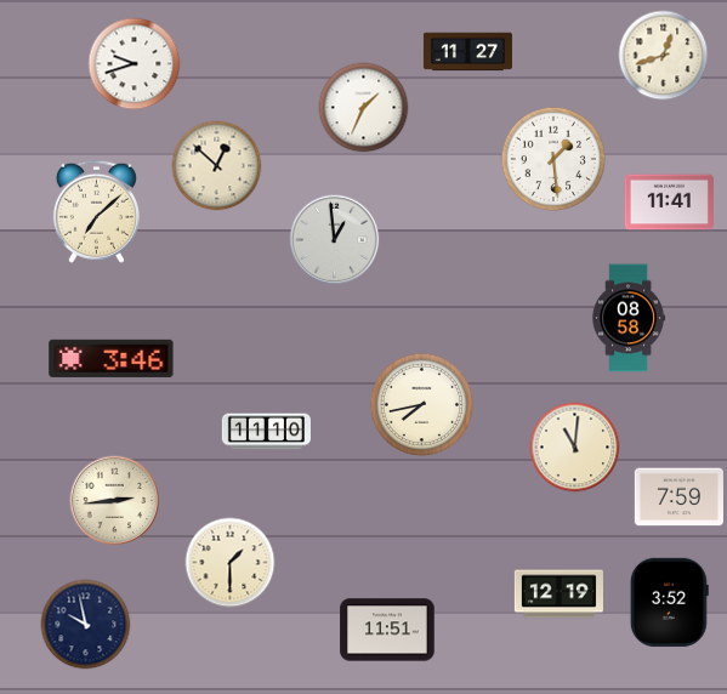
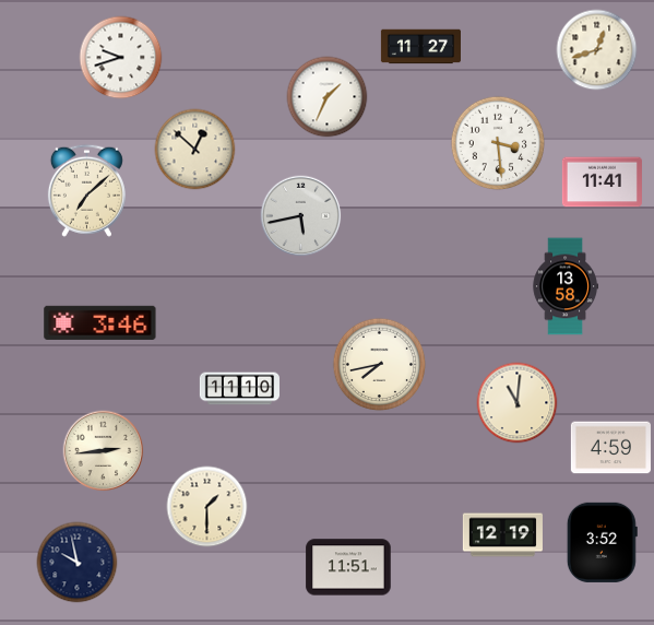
clock at (553, 159): 1:29 -> 3:29
clock at (335, 240): 12:59 -> 5:43
clock at (629, 318): 08:58 -> 13:58
clock at (678, 497): 7:59 -> 4:59
